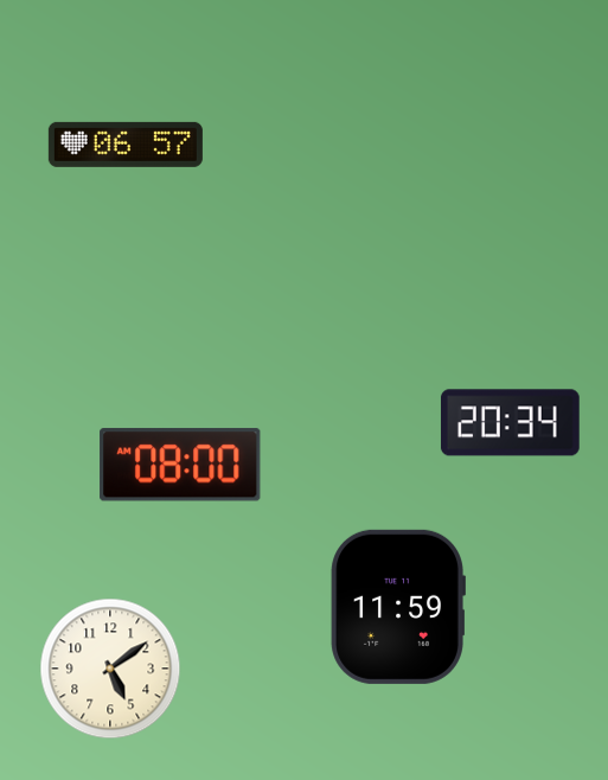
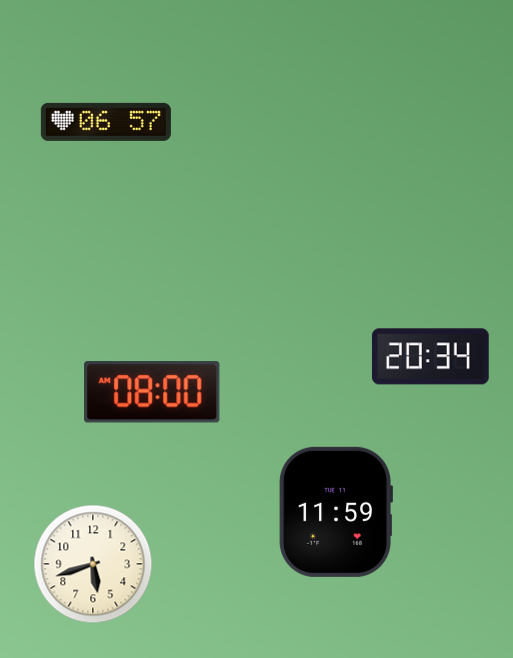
clock at (110, 669): 5:09 -> 5:42
